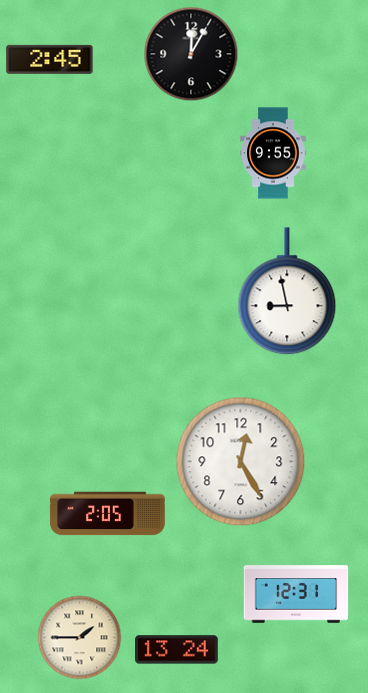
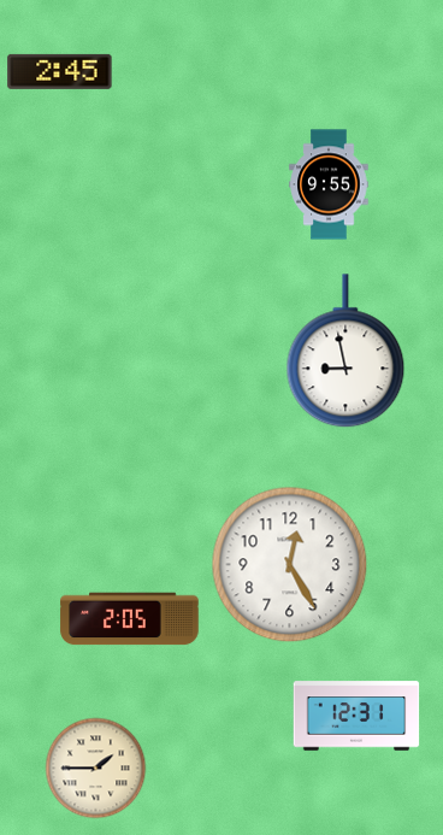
clock at (191, 54): 12:05 -> none
clock at (241, 462) position: (241, 462) -> (290, 565)
clock at (177, 650): 13:24 -> none
